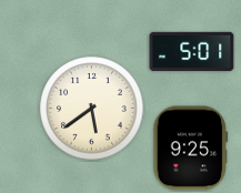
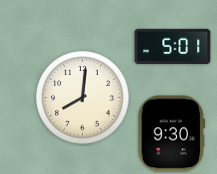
clock at (92, 109): 5:39 -> 8:01
clock at (191, 149): 9:25 -> 9:30
